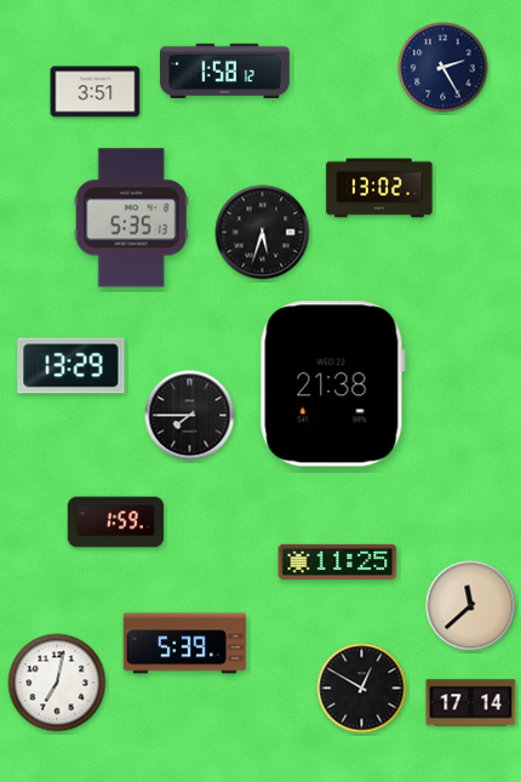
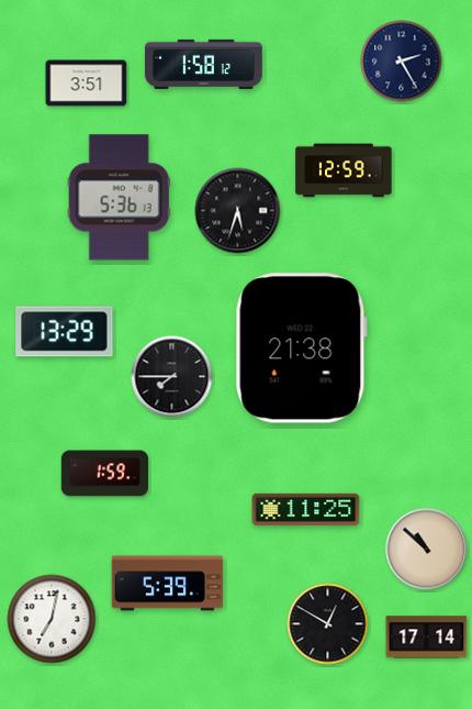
clock at (379, 188): 13:02 -> 12:59
clock at (131, 218): 5:35 -> 5:36
clock at (471, 606): 11:38 -> 10:52
